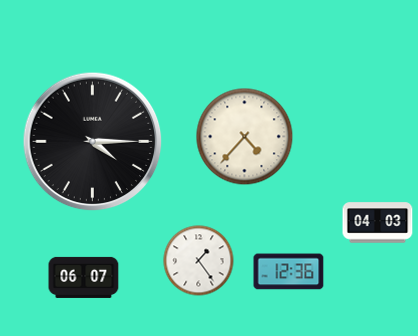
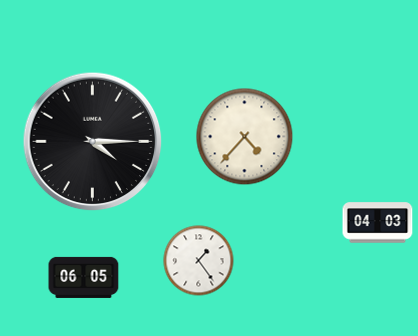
clock at (289, 272): 12:36 -> none
clock at (84, 277): 06:07 -> 06:05
